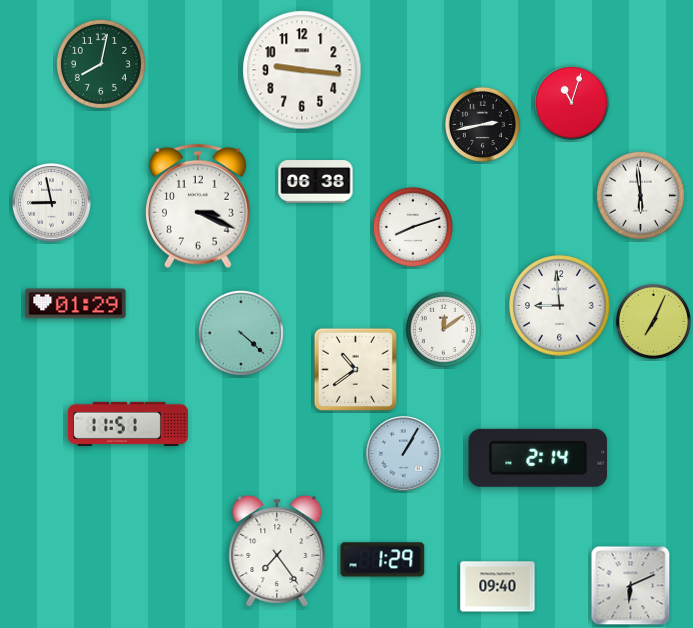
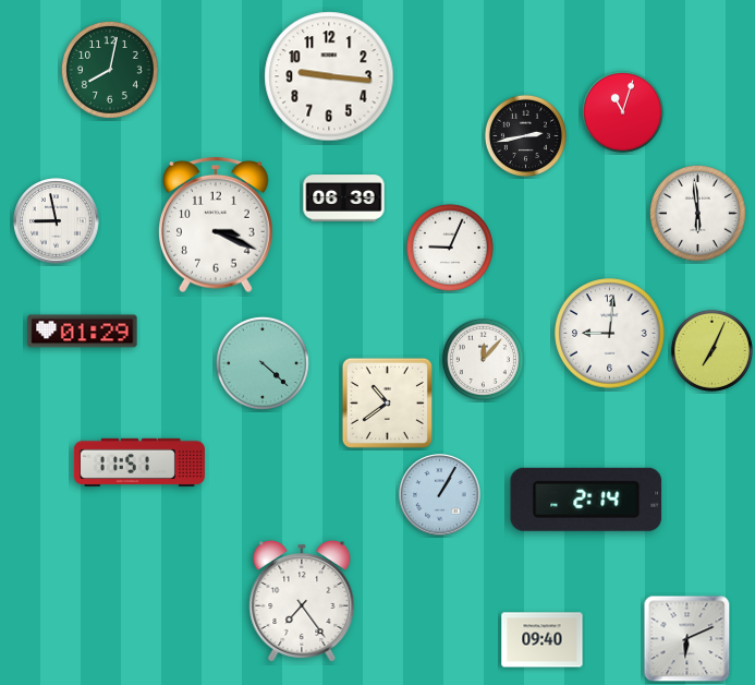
clock at (316, 182): 06:38 -> 06:39
clock at (413, 227): 8:12 -> 9:04
clock at (560, 306): 8:59 -> 9:01
clock at (443, 329): 12:09 -> 12:07
clock at (383, 560): 1:29 -> none
